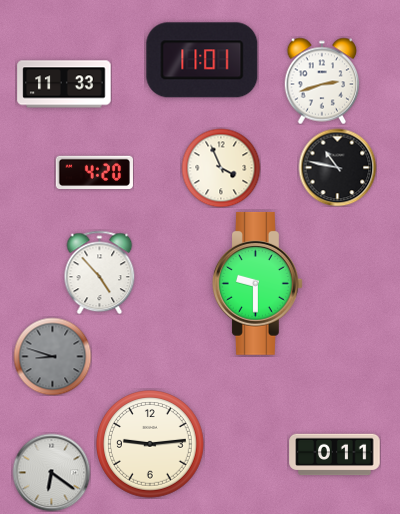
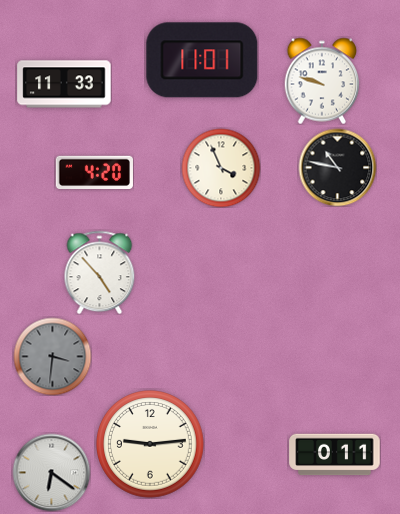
clock at (322, 81): 2:42 -> 9:48
clock at (257, 283): 9:30 -> none
clock at (52, 356): 8:48 -> 3:31
